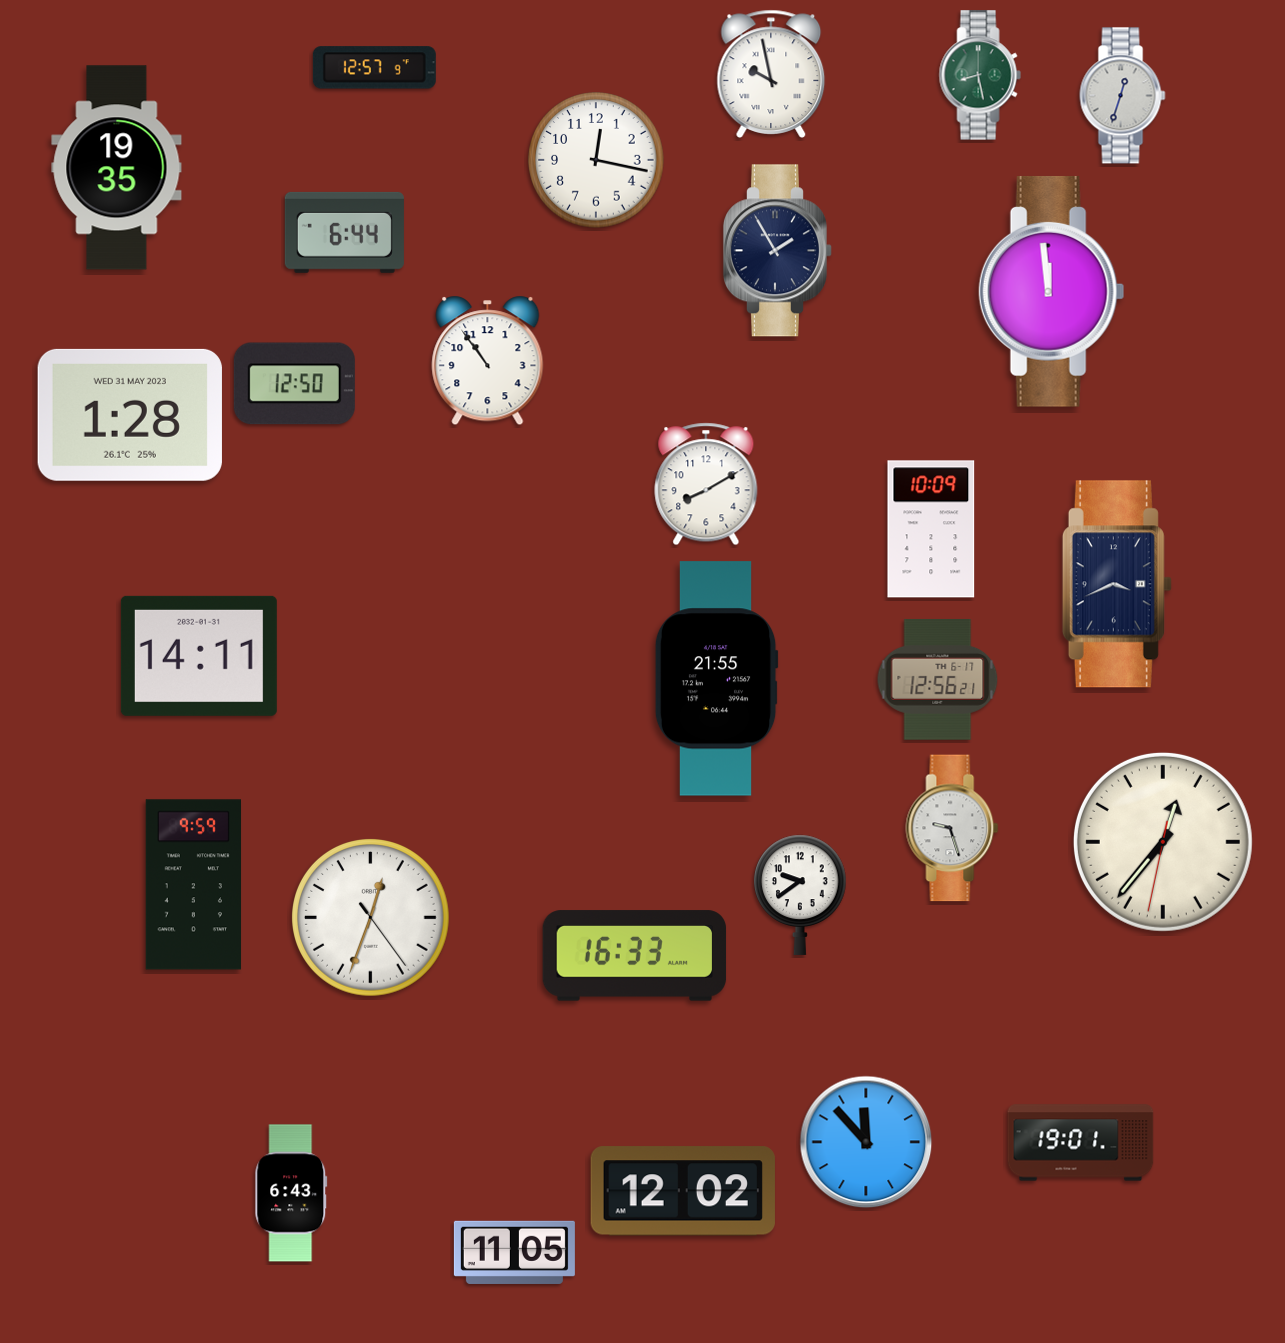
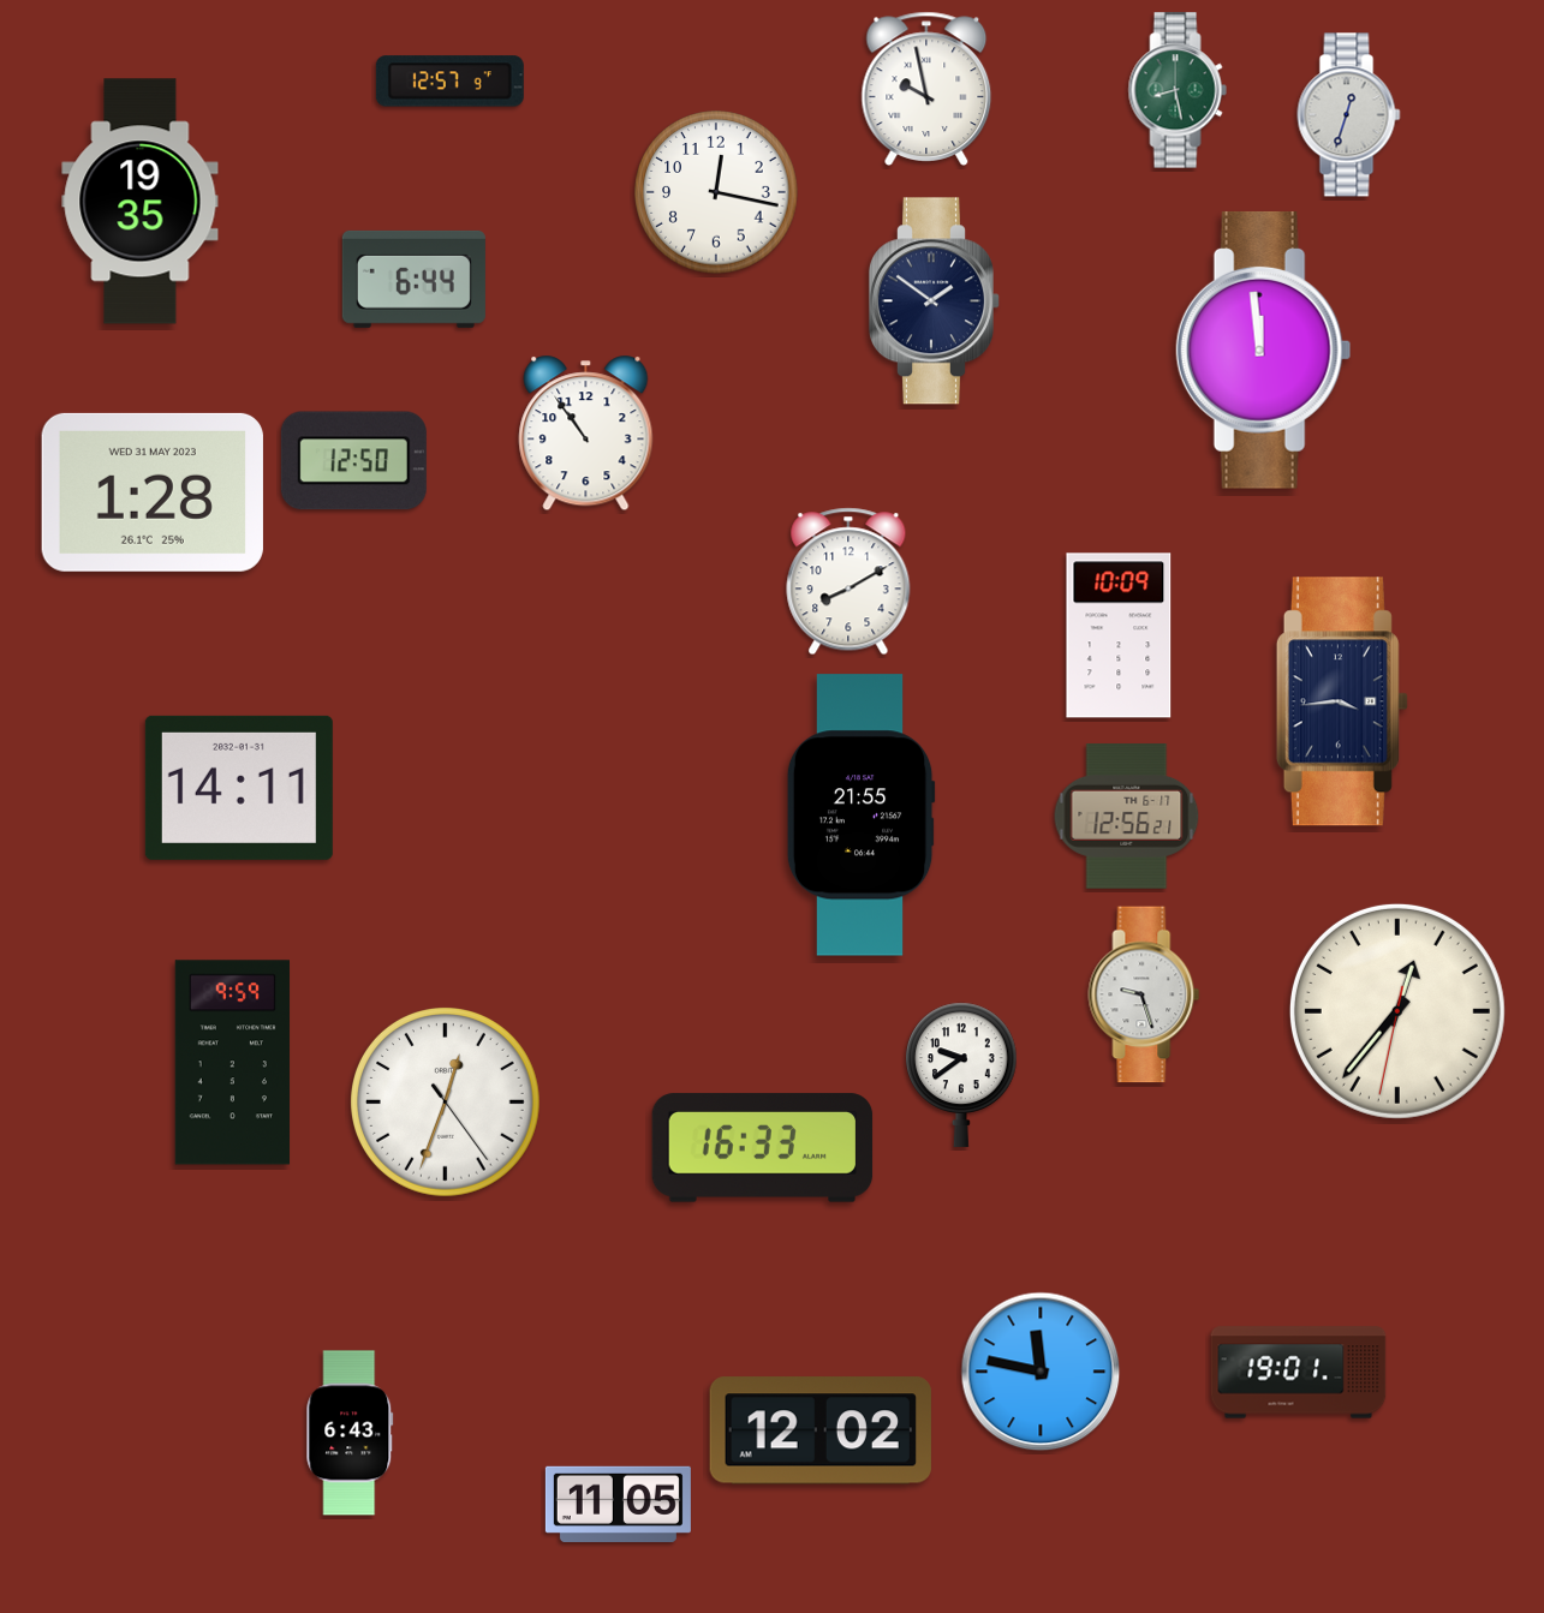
clock at (777, 251): 1:55 -> 1:51
clock at (130, 415) position: (130, 415) -> (153, 492)
clock at (1117, 584): 3:41 -> 3:44
clock at (866, 1142): 11:53 -> 11:47
